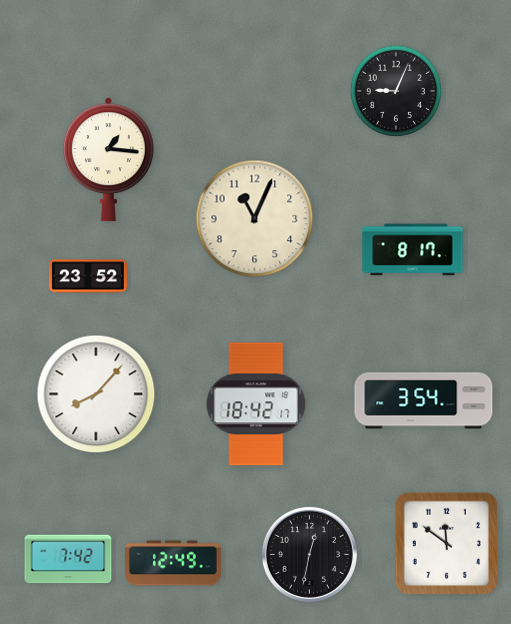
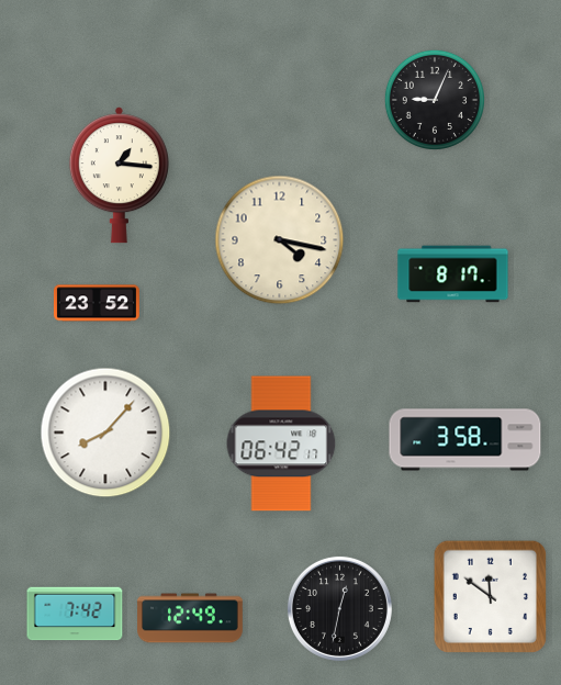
clock at (255, 219): 11:04 -> 4:17
clock at (424, 401): 3:54 -> 3:58
clock at (256, 404): 18:42 -> 06:42
